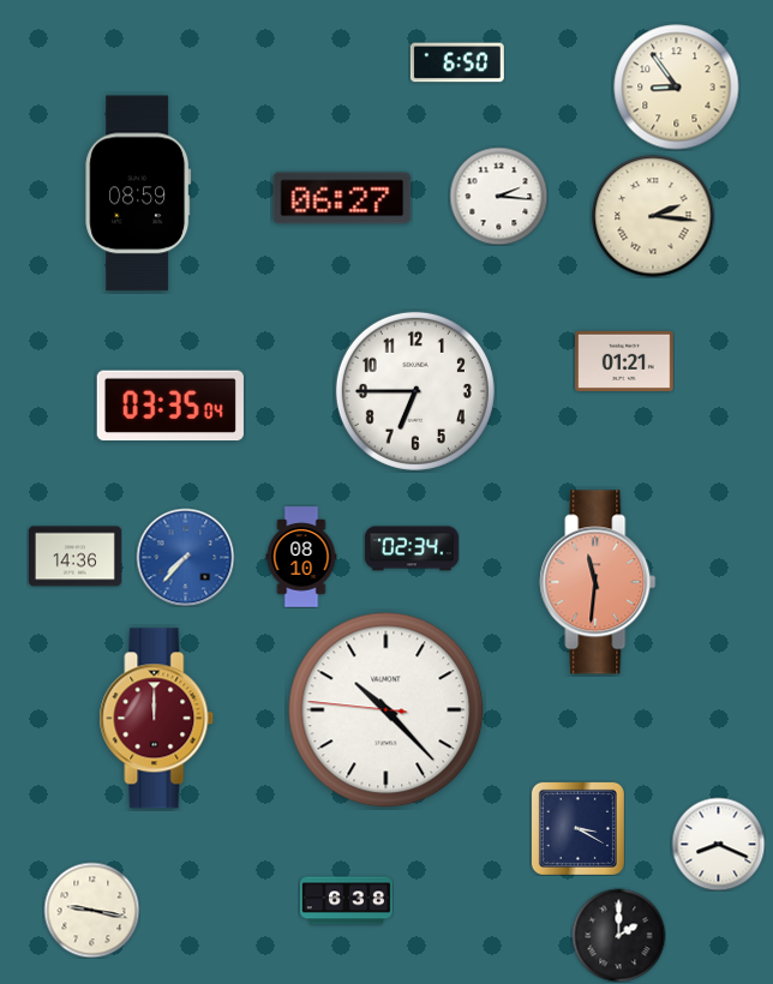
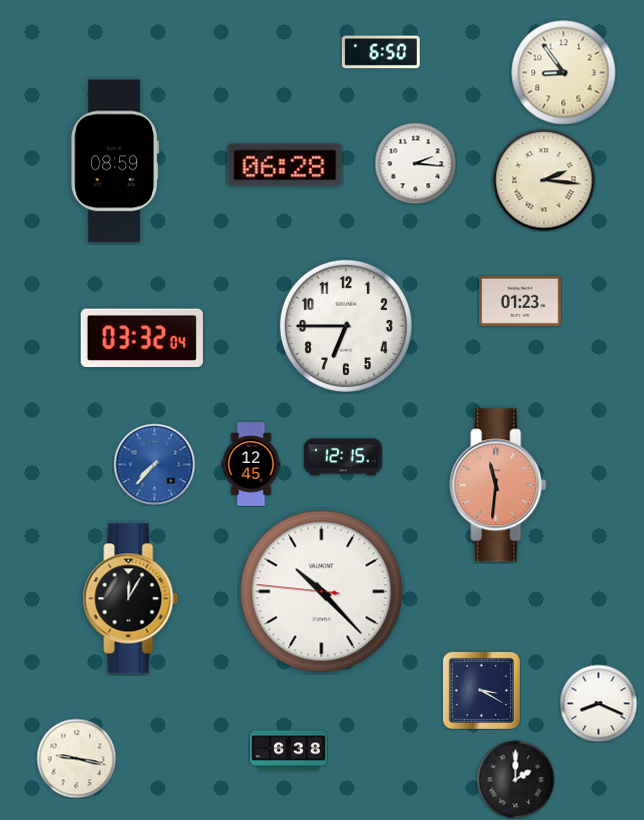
clock at (342, 198): 06:27 -> 06:28
clock at (625, 361): 01:21 -> 01:23
clock at (170, 406): 03:35 -> 03:32
clock at (412, 548): 02:34 -> 12:15
clock at (74, 557): 14:36 -> none
clock at (301, 557): 08:10 -> 12:45
clock at (157, 719): 12:00 -> 12:05
clock at (157, 719) dial: burgundy -> black
